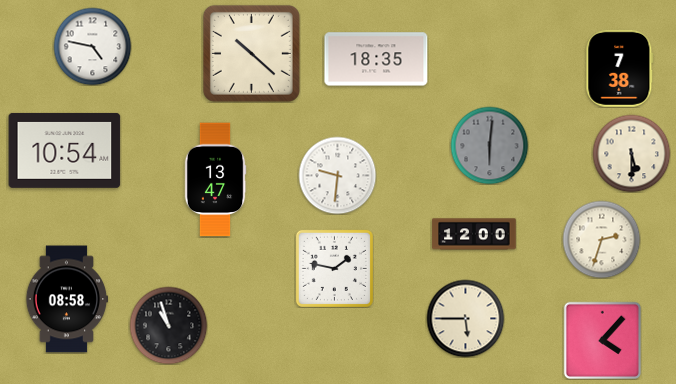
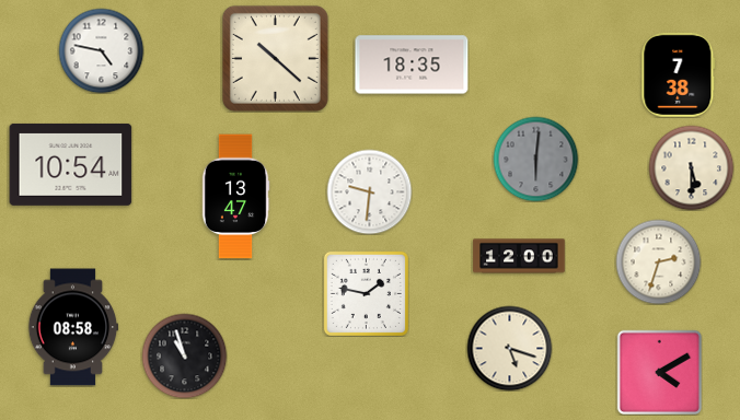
clock at (465, 318): 5:45 -> 5:18
clock at (602, 340): 4:07 -> 4:10
